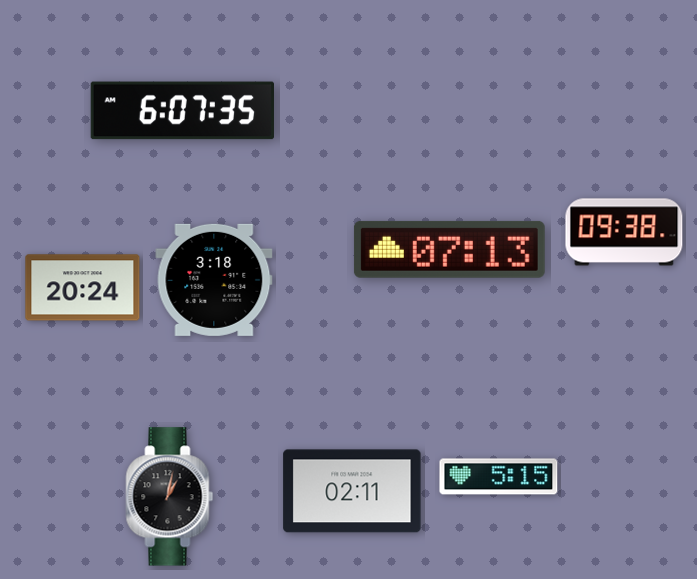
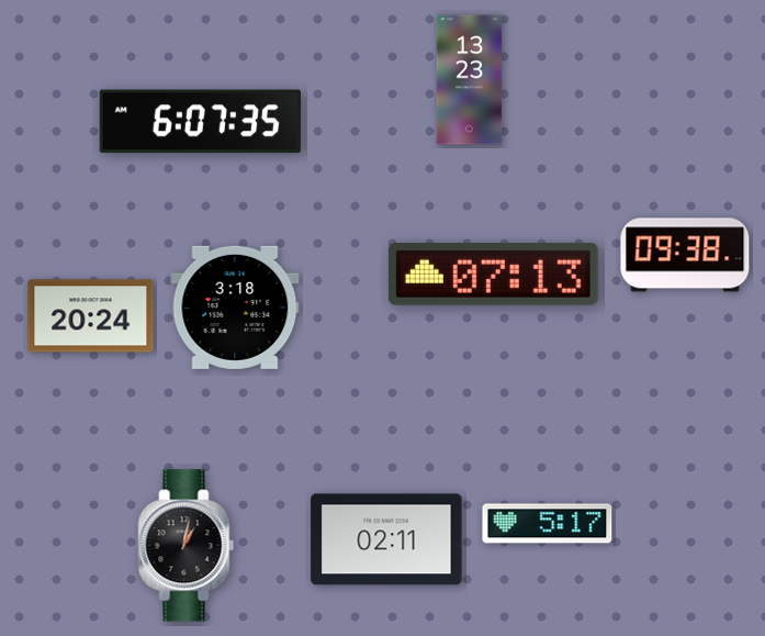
clock at (470, 80): none -> 13:23
clock at (499, 477): 5:15 -> 5:17
